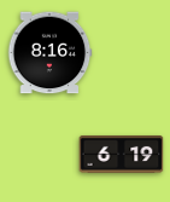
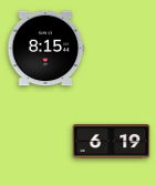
clock at (49, 53): 8:16 -> 8:15
